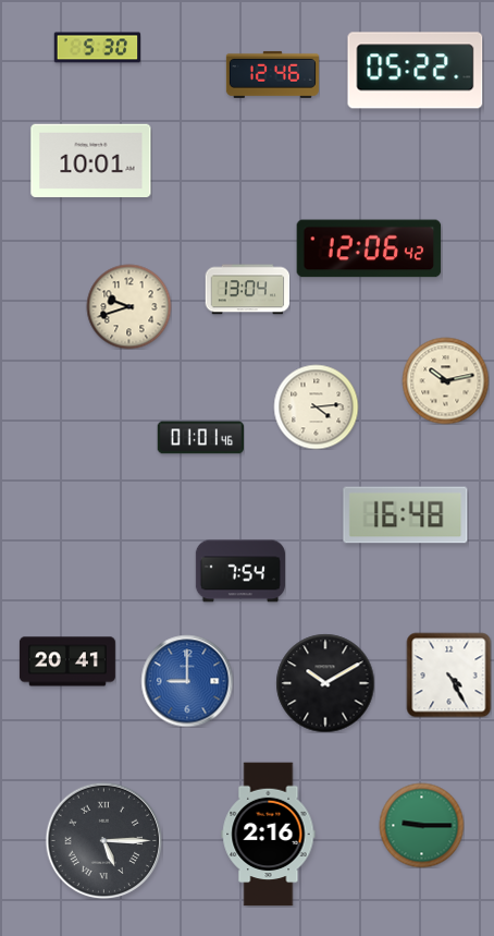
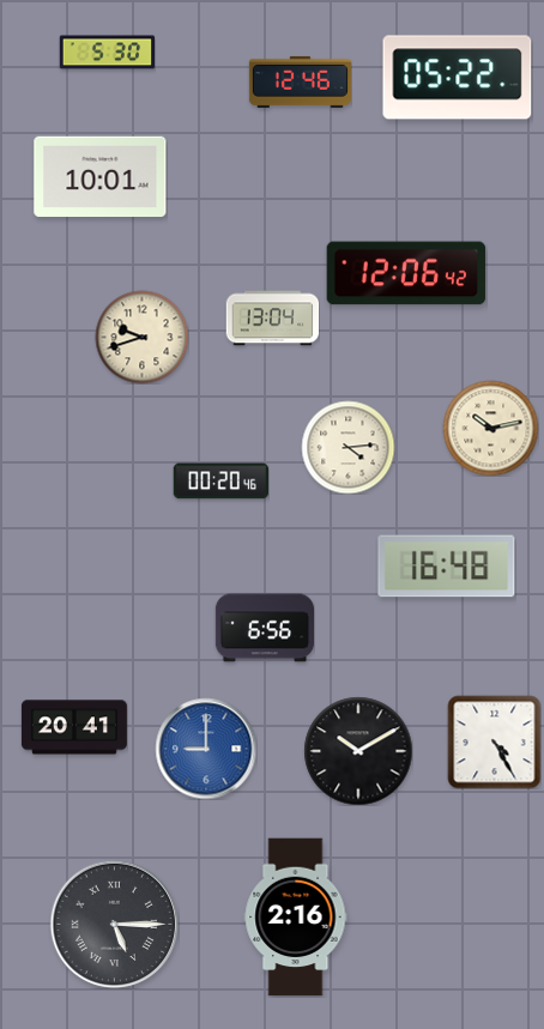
clock at (445, 380) position: (445, 380) -> (490, 428)
clock at (200, 438): 01:01 -> 00:20
clock at (239, 571): 7:54 -> 6:56
clock at (421, 825): 9:15 -> none
